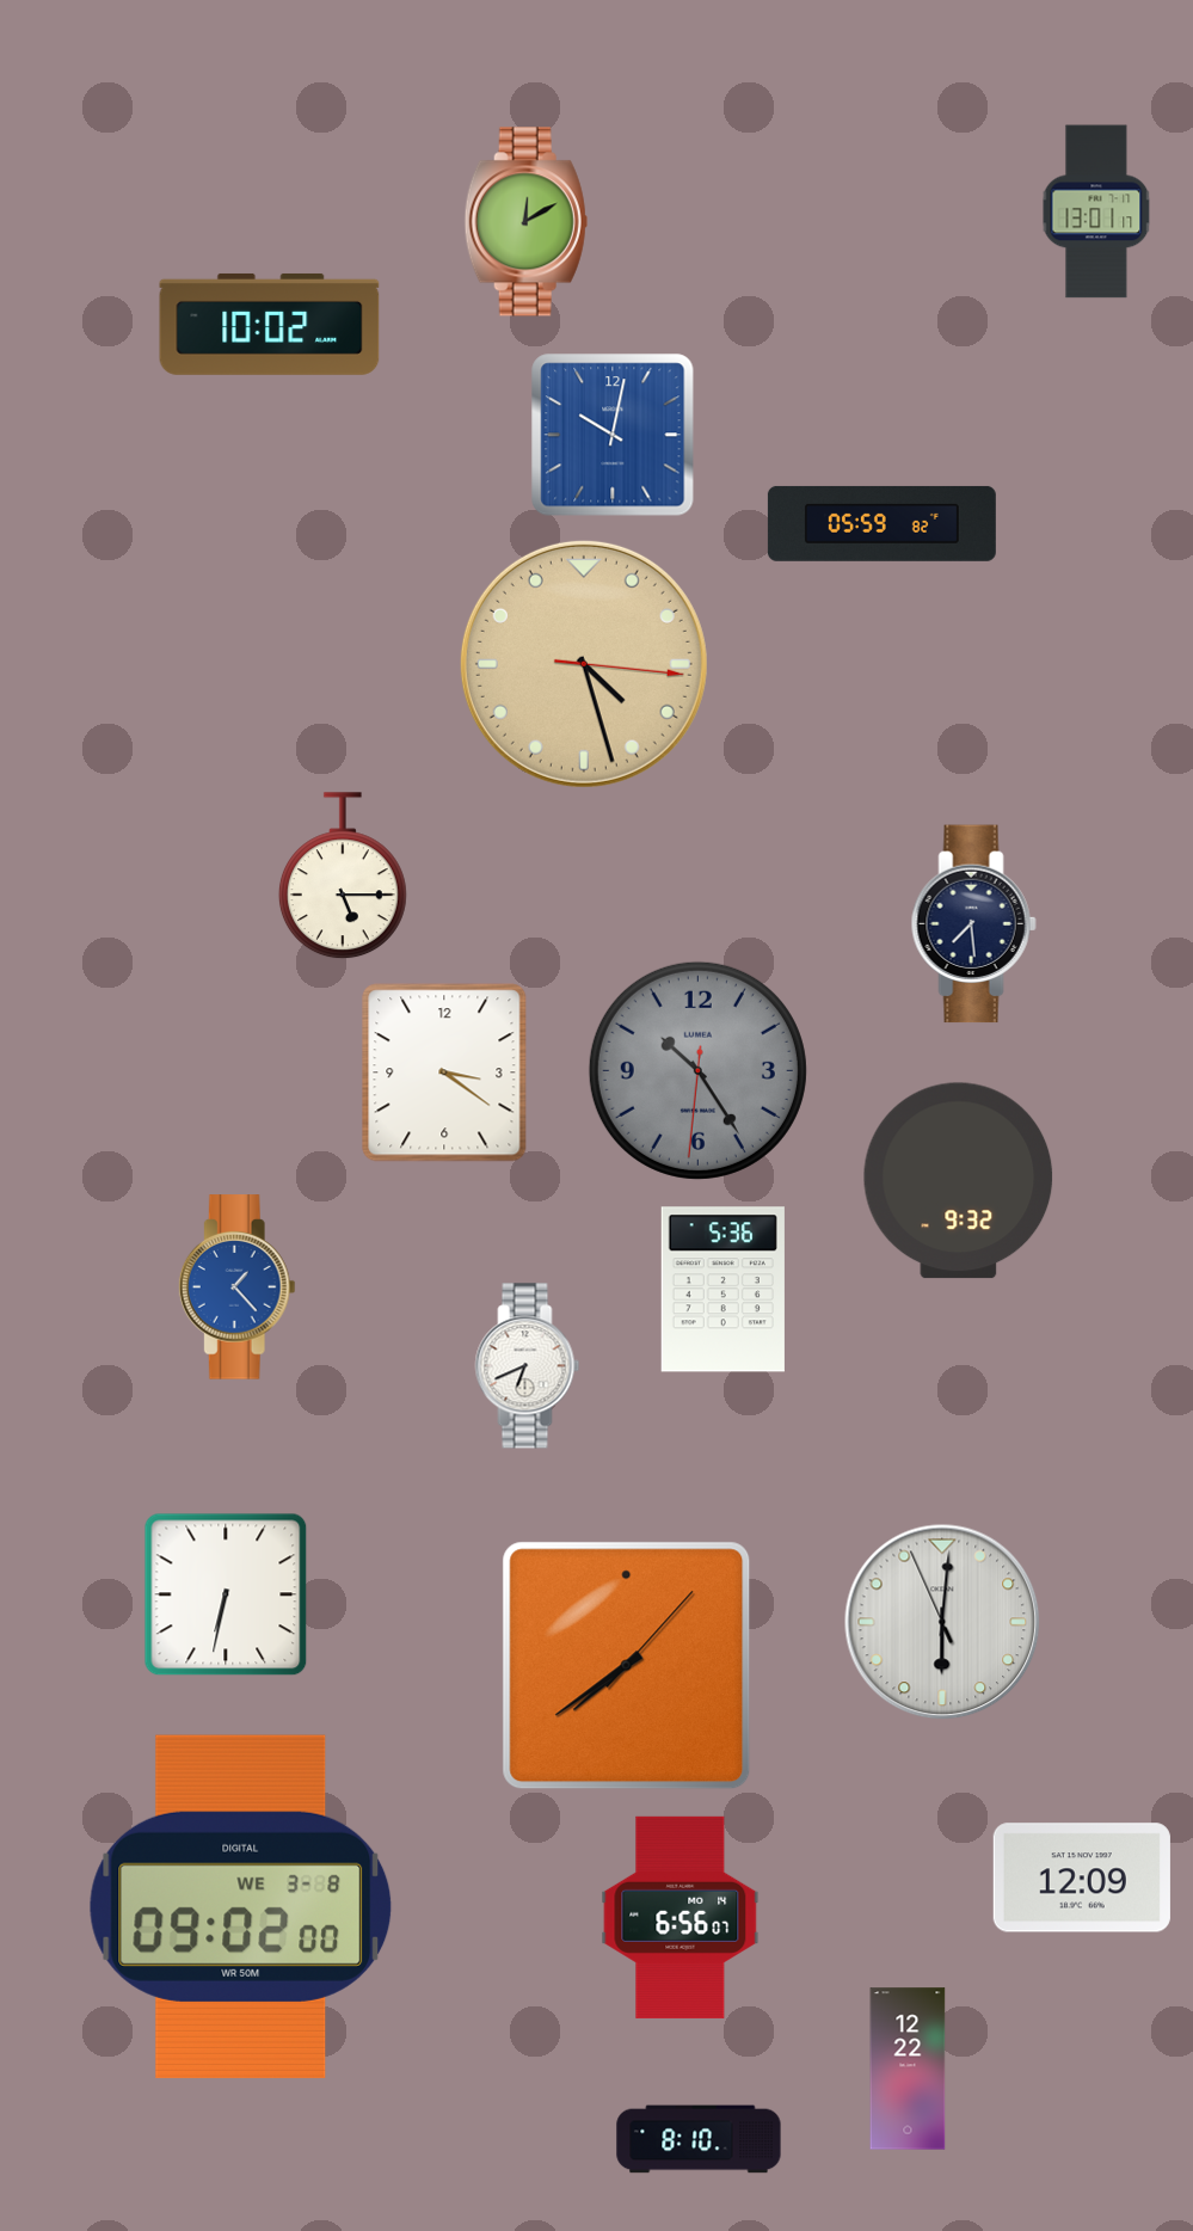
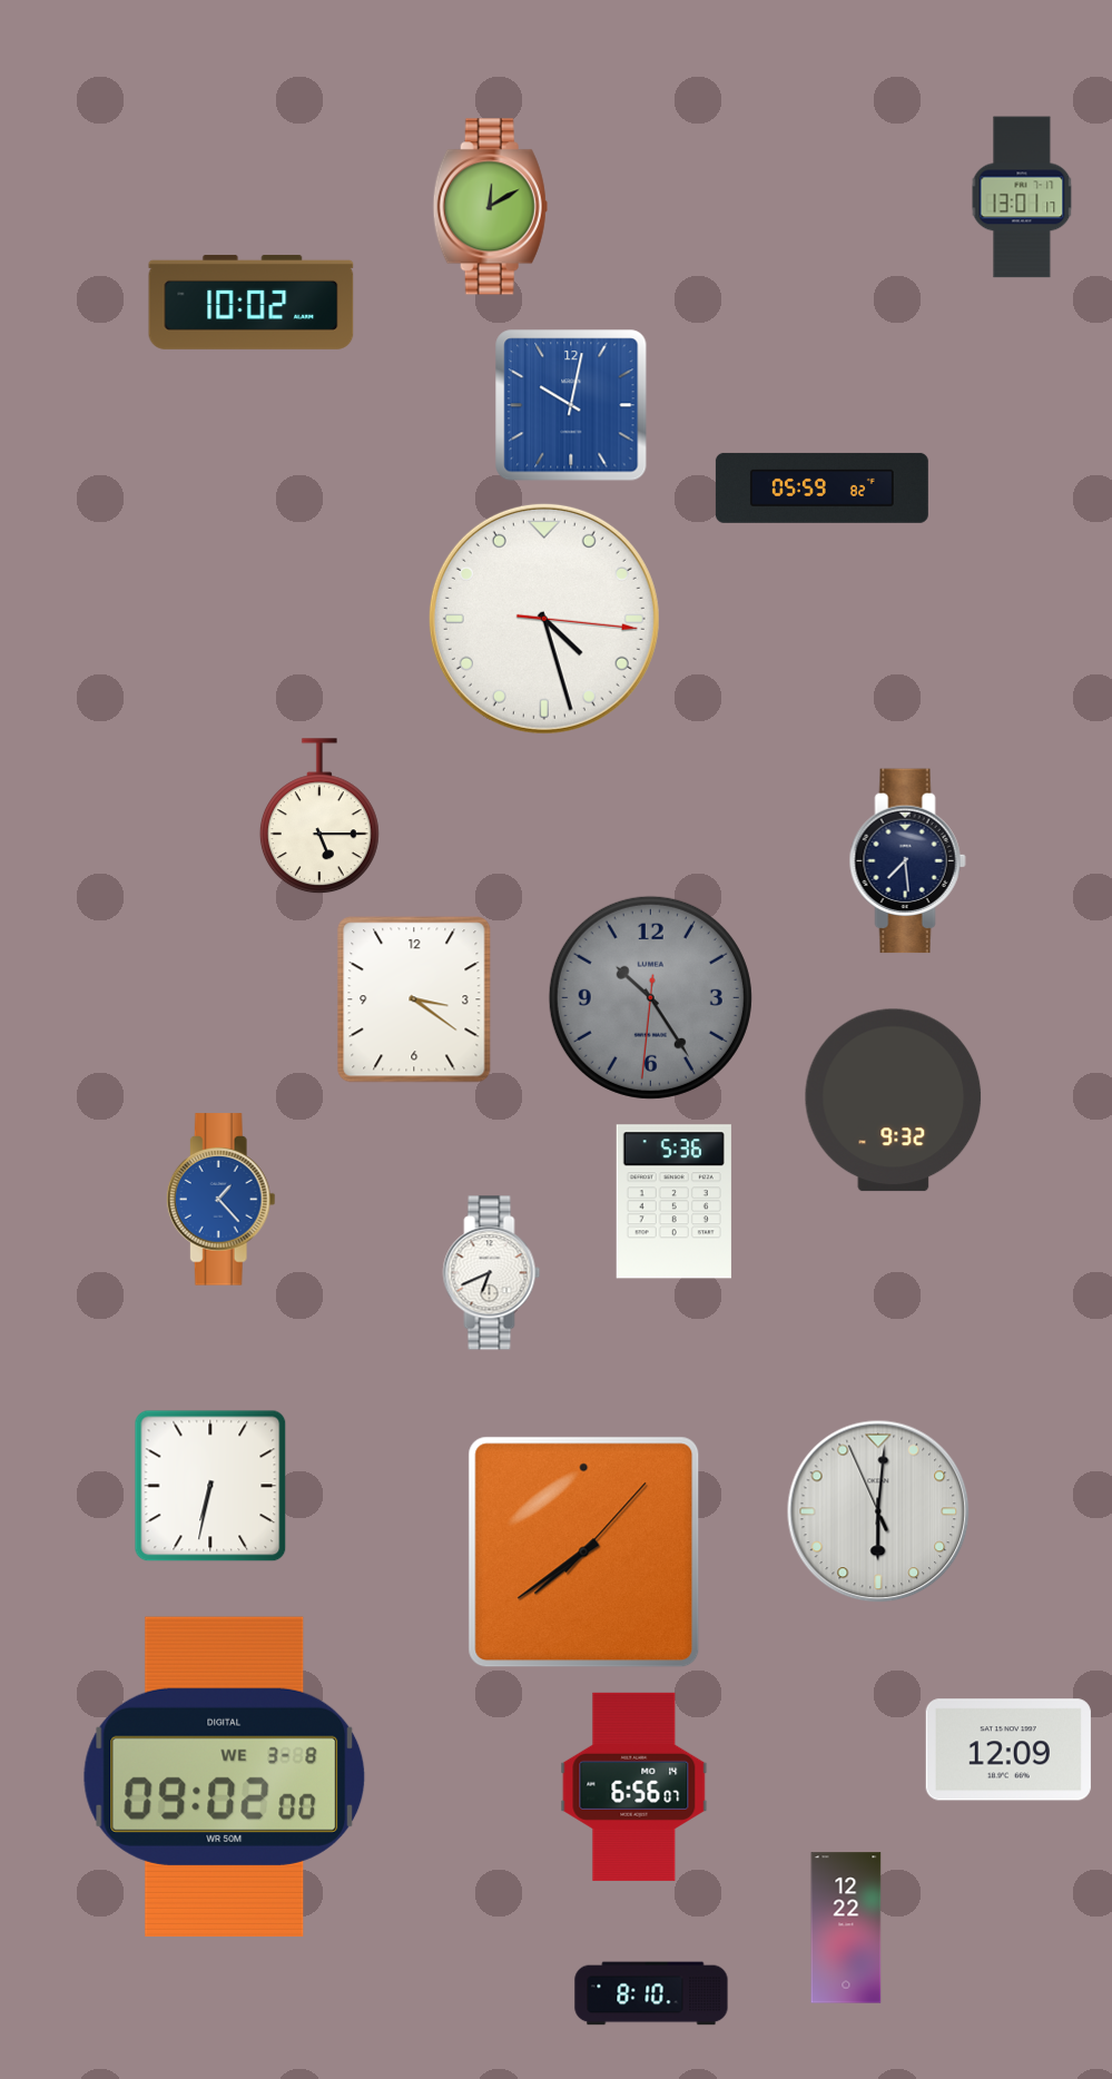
clock at (584, 664) dial: champagne -> white
